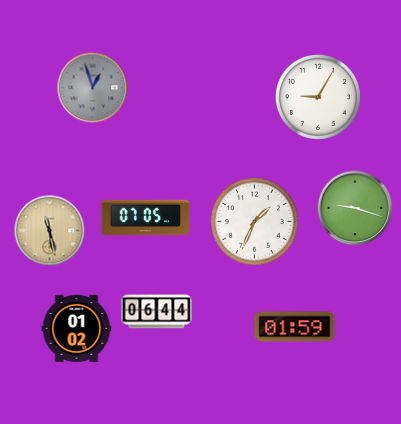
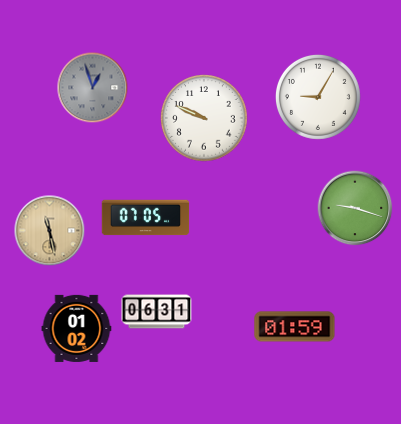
clock at (204, 118): none -> 9:49
clock at (255, 222): 1:34 -> none
clock at (157, 312): 06:44 -> 06:31
